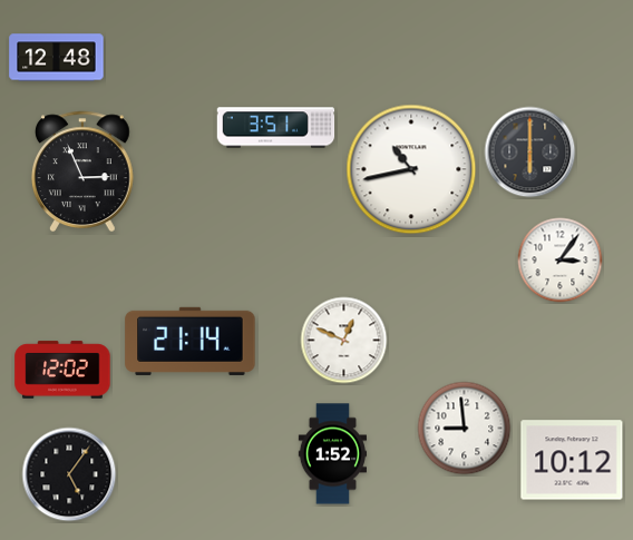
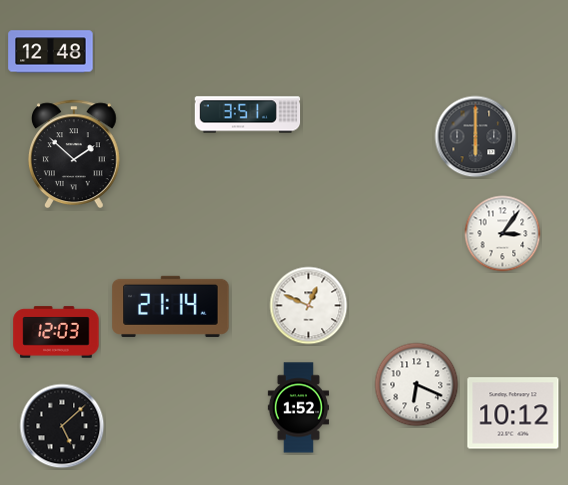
clock at (411, 169): 10:43 -> none
clock at (82, 171): 2:56 -> 1:52
clock at (62, 370): 12:02 -> 12:03
clock at (465, 429): 8:59 -> 6:19
clock at (69, 474): 5:06 -> 5:08
